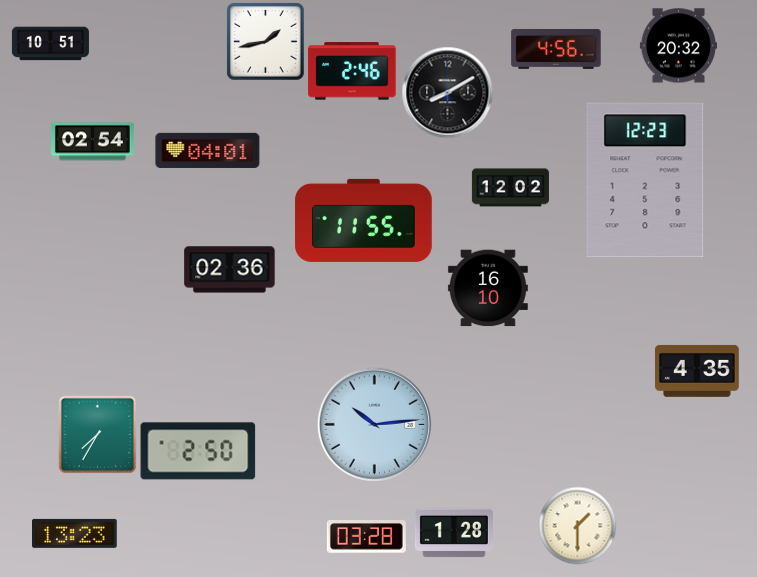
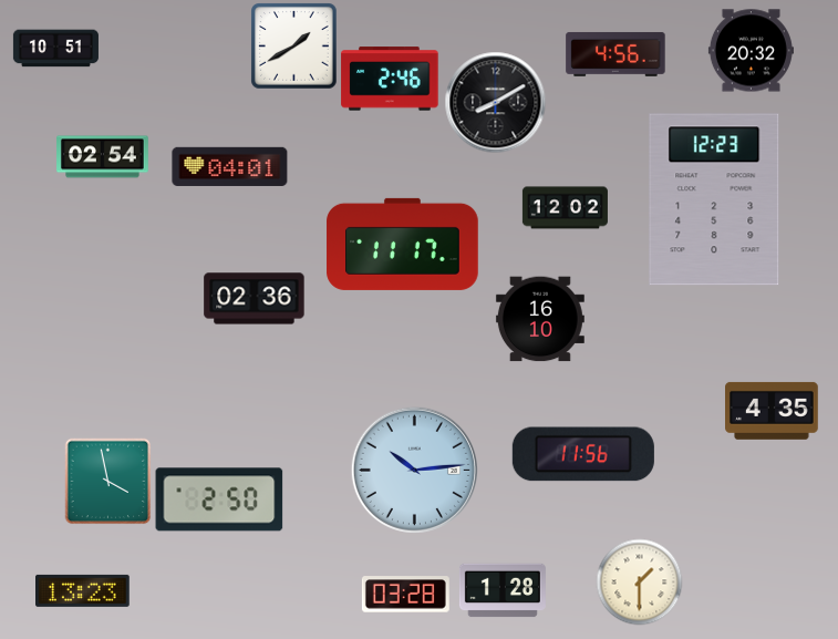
clock at (265, 41): 1:43 -> 1:40
clock at (364, 220): 11:55 -> 11:17
clock at (583, 454): none -> 11:56
clock at (97, 434): 7:35 -> 3:58
